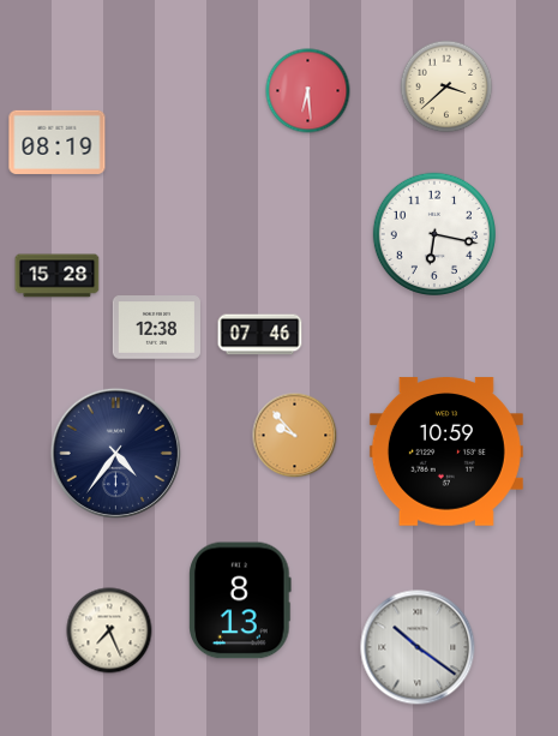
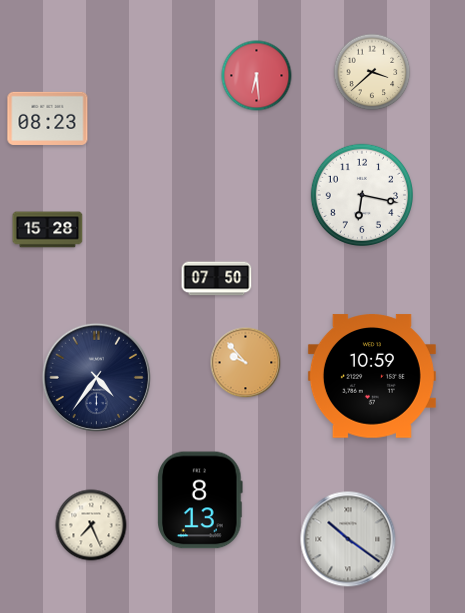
clock at (58, 142): 08:19 -> 08:23
clock at (156, 328): 12:38 -> none
clock at (260, 335): 07:46 -> 07:50
